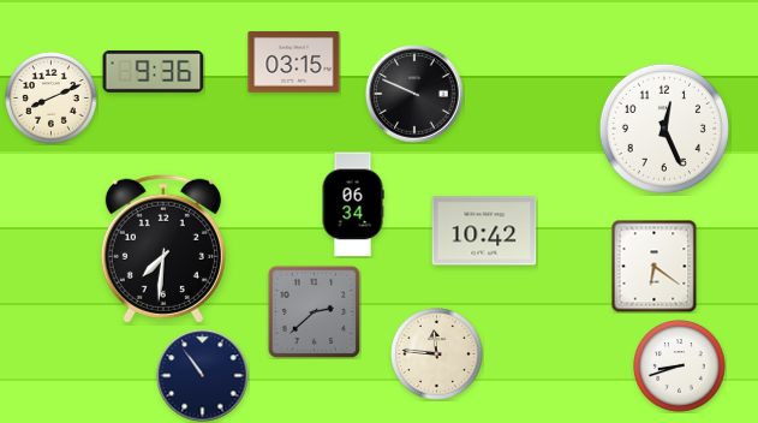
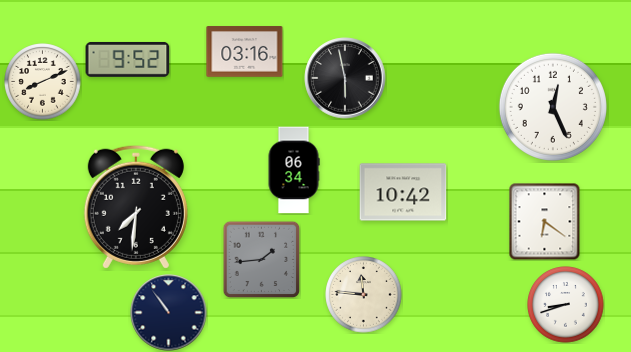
clock at (294, 62): 03:15 -> 03:16
clock at (154, 71): 9:36 -> 9:52
clock at (414, 94): 9:49 -> 5:58
clock at (314, 311): 2:38 -> 1:44
